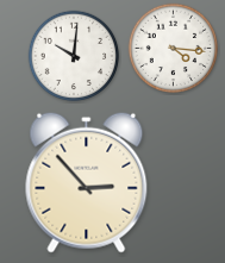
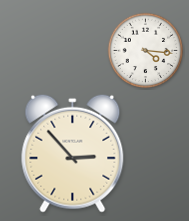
clock at (174, 49) position: (174, 49) -> (146, 51)
clock at (74, 56): 10:01 -> none
